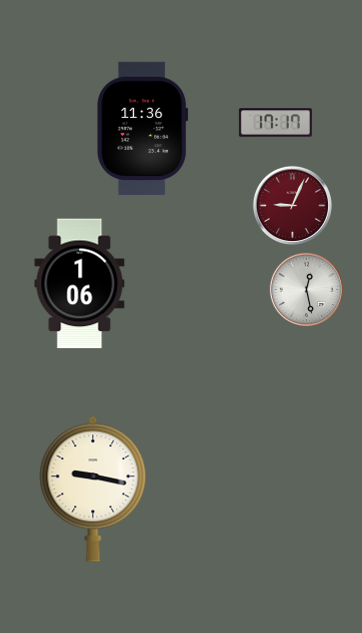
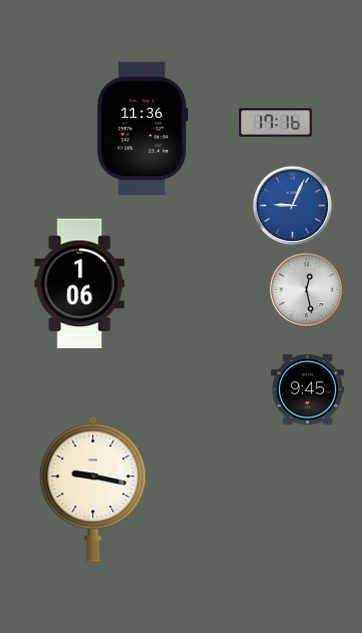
clock at (275, 123): 17:17 -> 17:16
clock at (292, 205) dial: burgundy -> blue
clock at (307, 390): none -> 9:45
